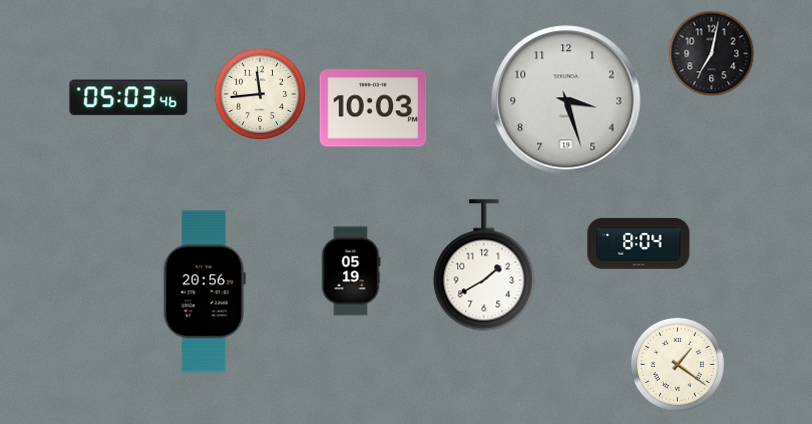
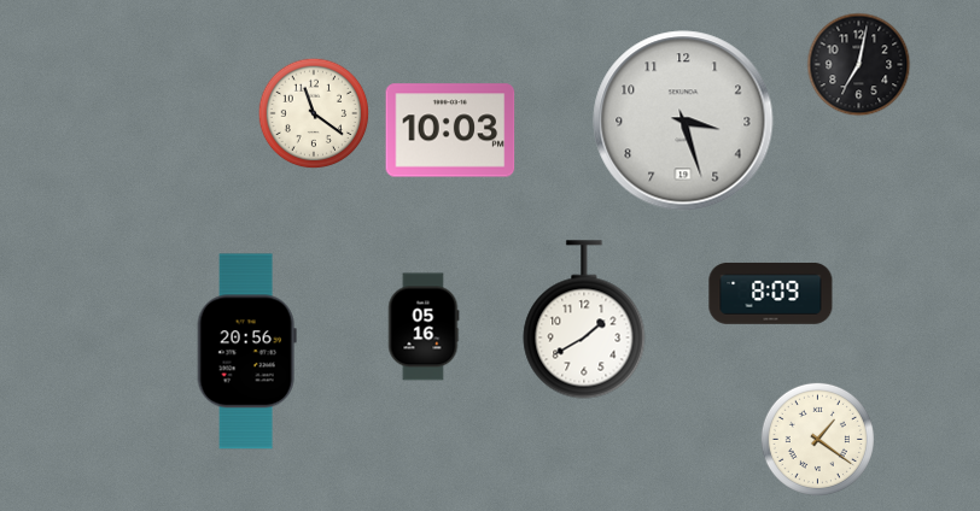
clock at (260, 94): 11:44 -> 11:21
clock at (129, 98): 05:03 -> none
clock at (639, 244): 8:04 -> 8:09
clock at (351, 271): 05:19 -> 05:16
